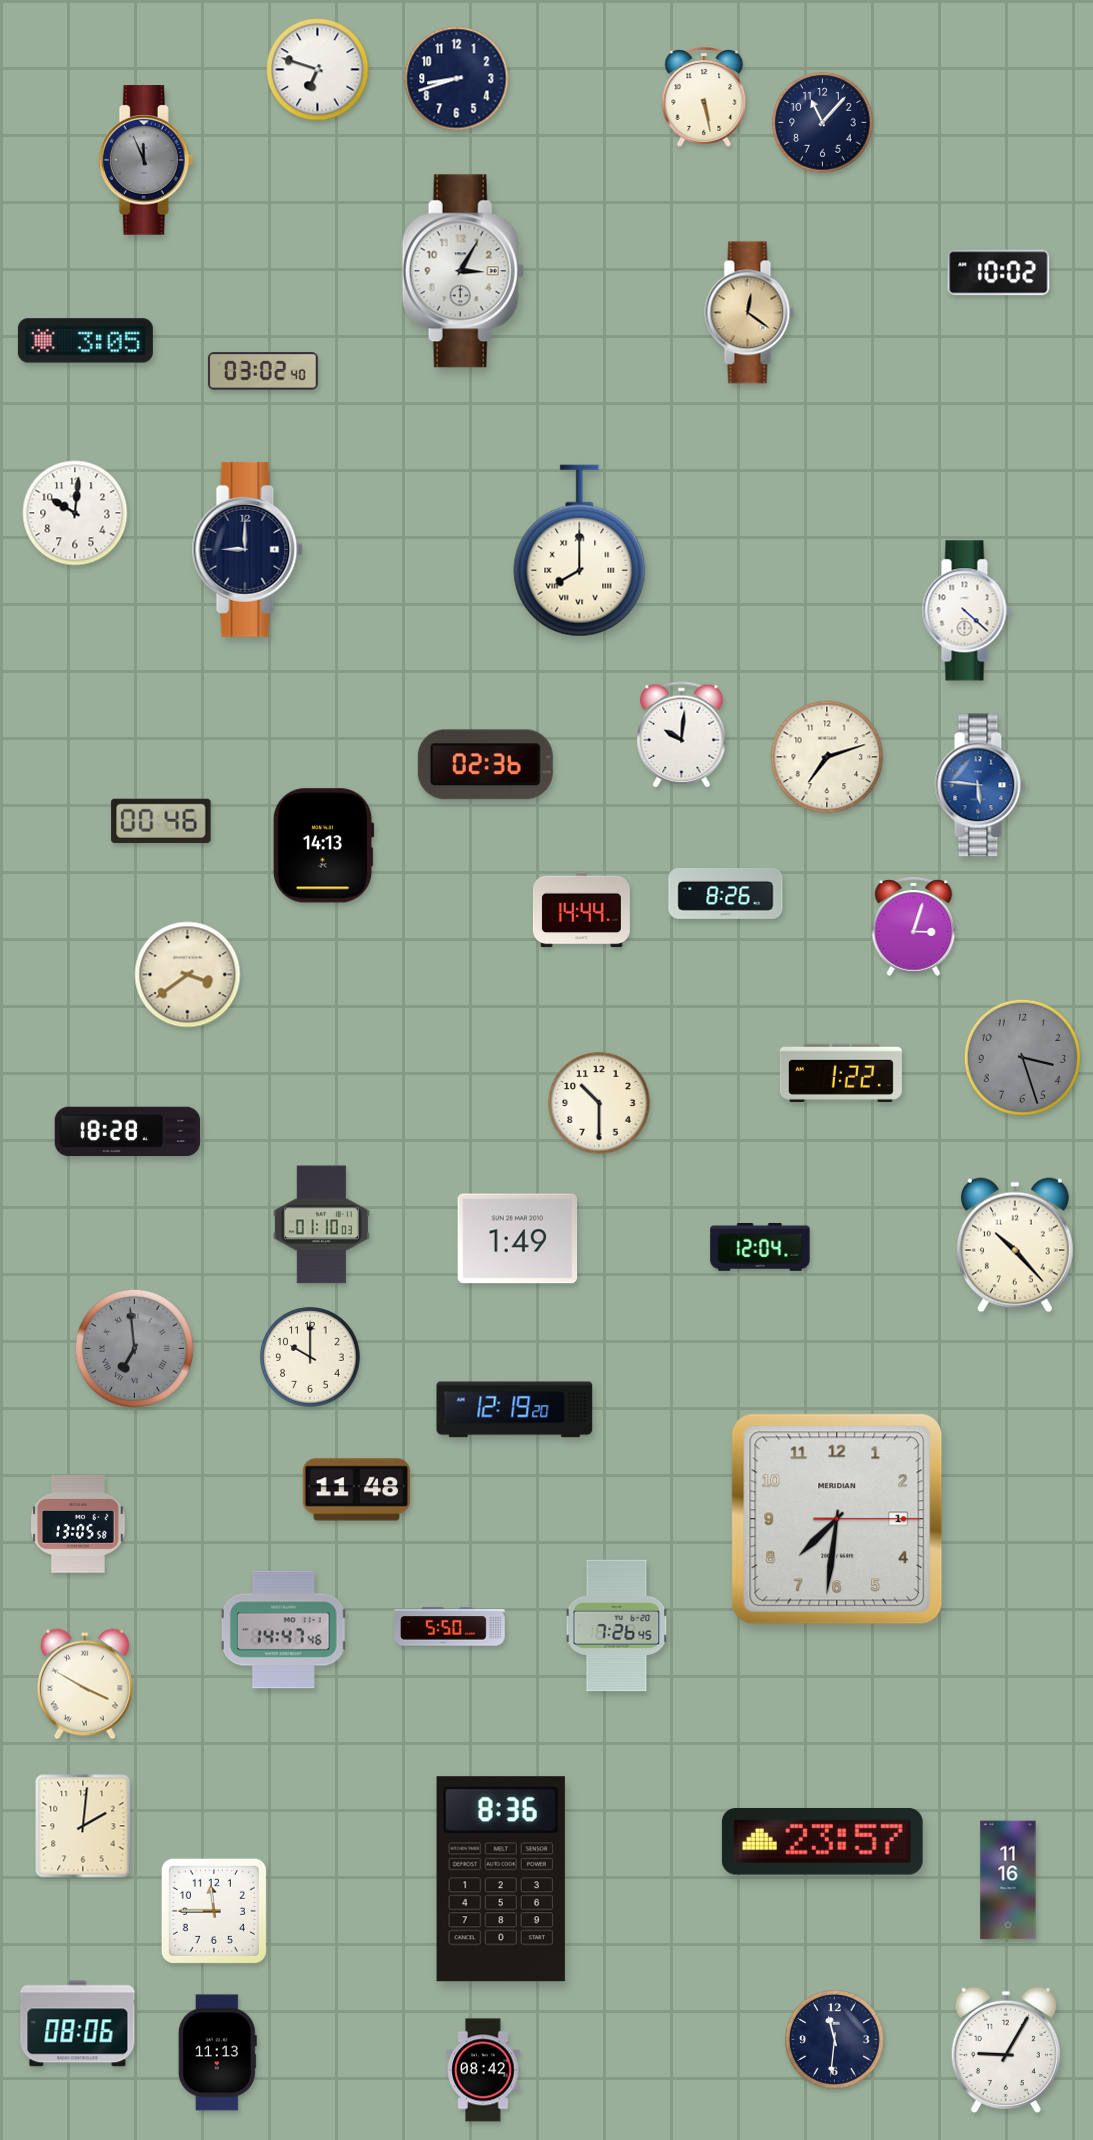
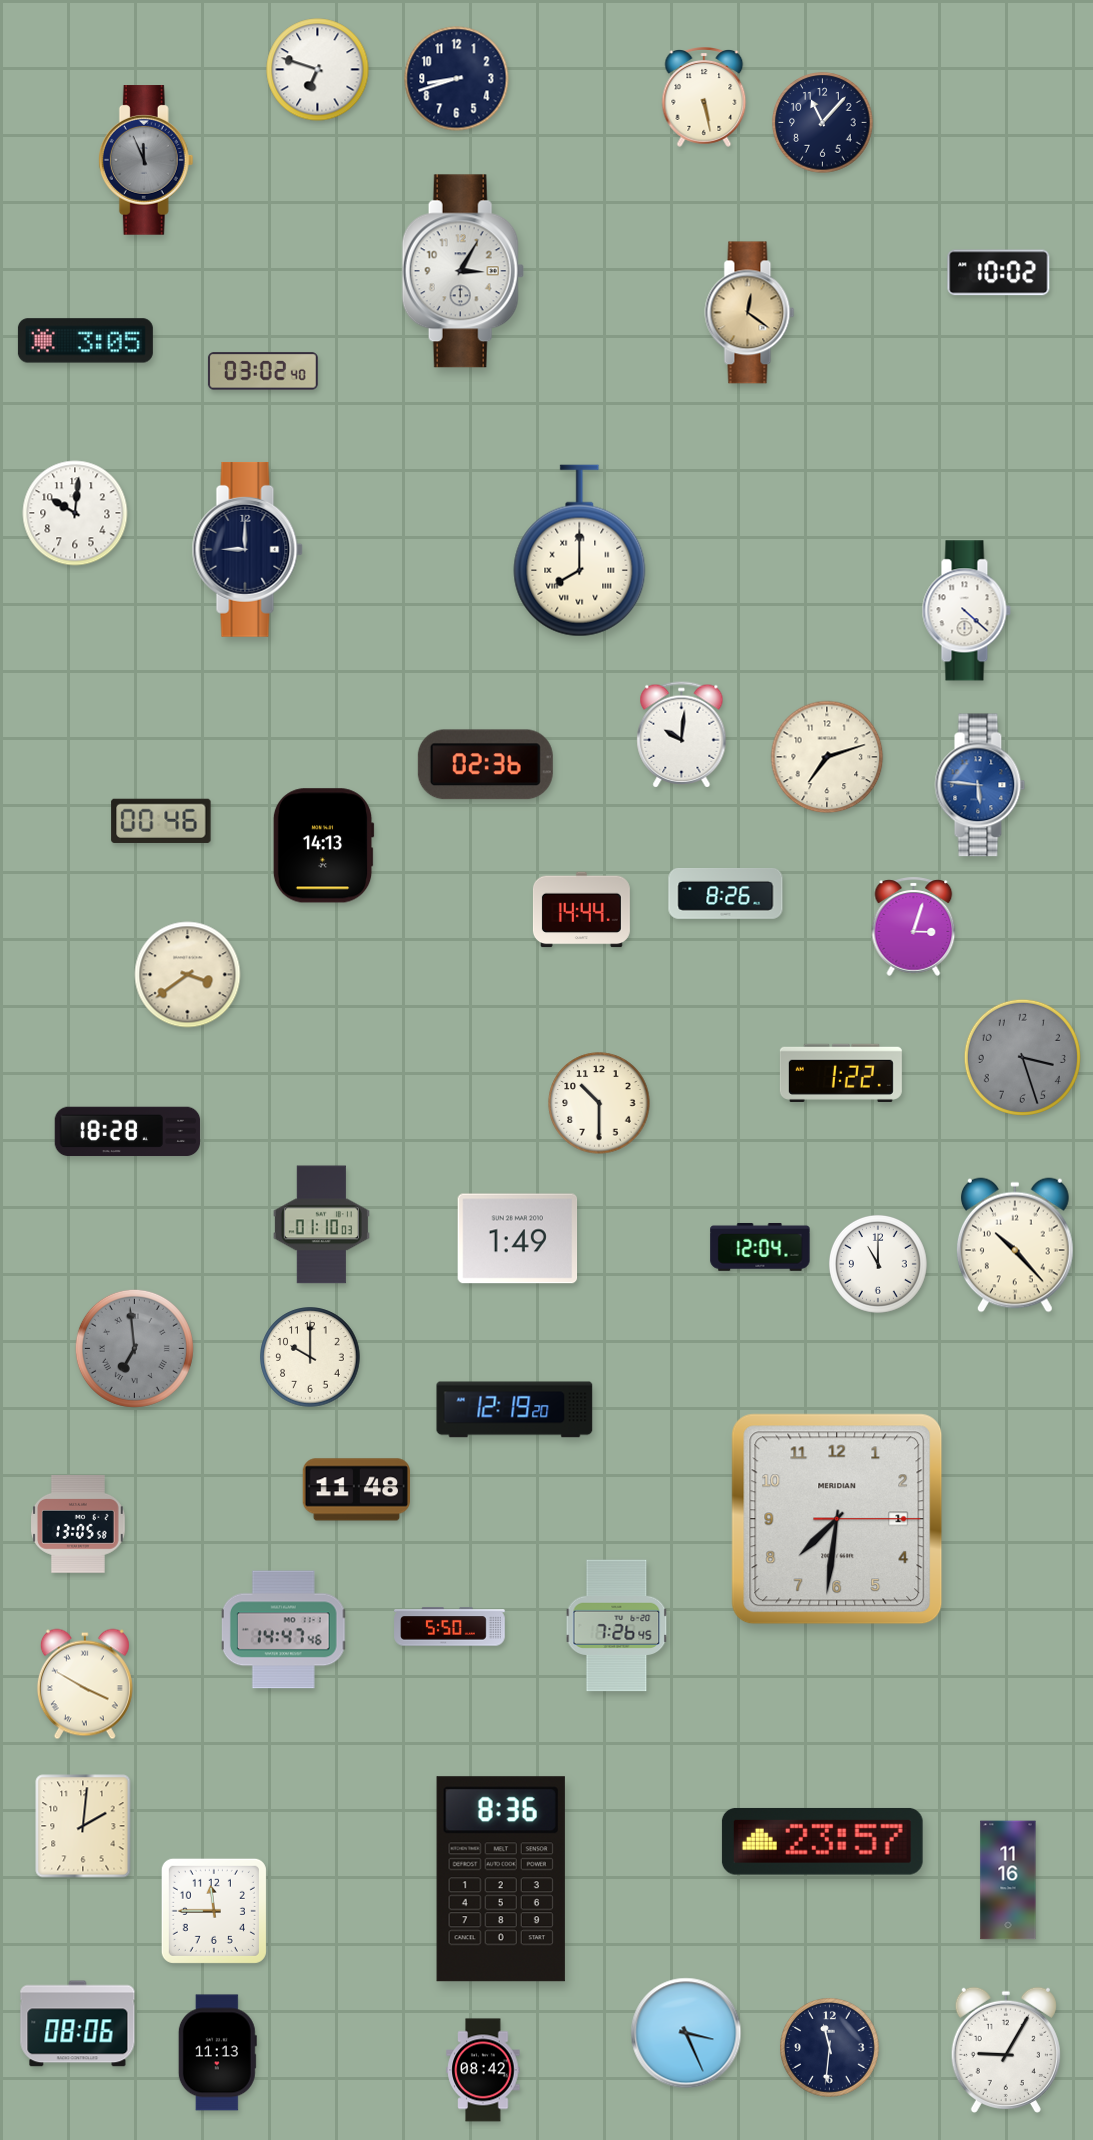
clock at (878, 1264): none -> 11:00
clock at (686, 2033): none -> 3:26
clock at (835, 2040) position: (835, 2040) -> (830, 2048)
